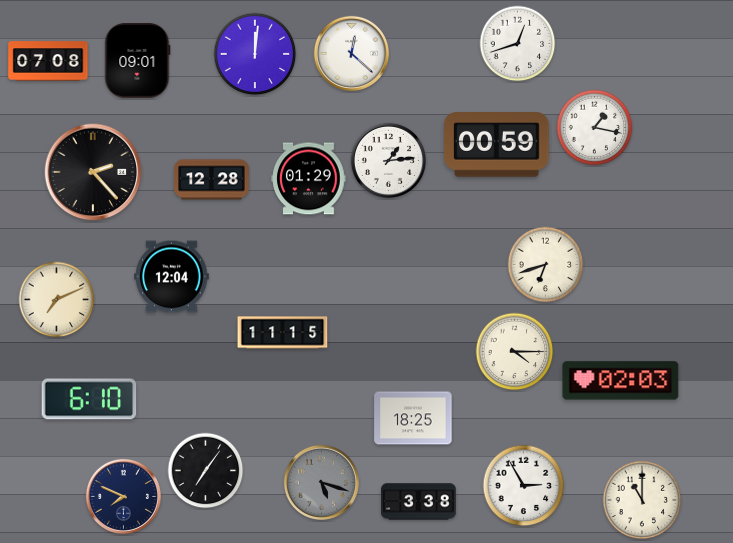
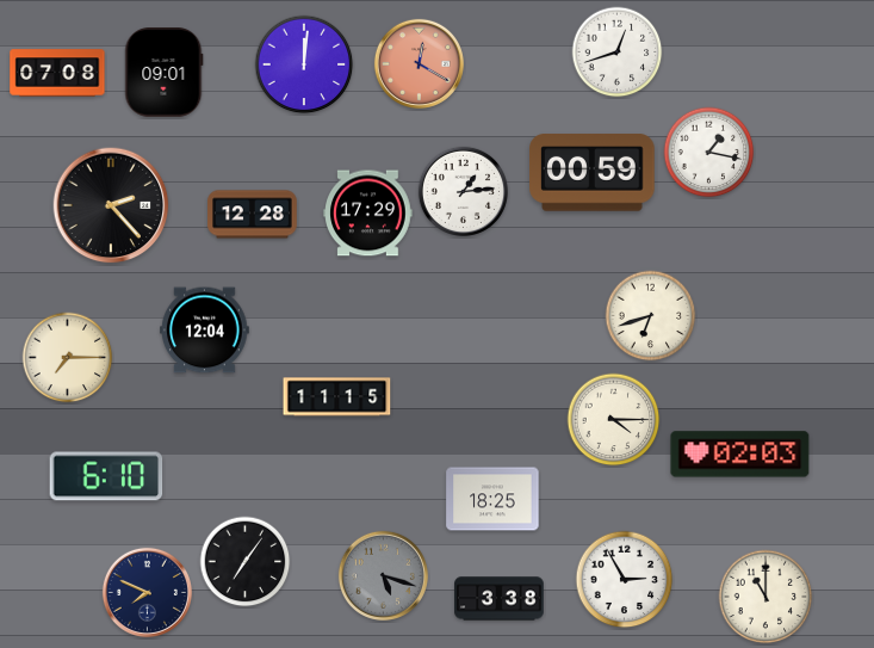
clock at (351, 53): 12:22 -> 12:20
clock at (351, 53) dial: white -> salmon
clock at (309, 179): 01:29 -> 17:29
clock at (57, 300): 7:11 -> 7:15
